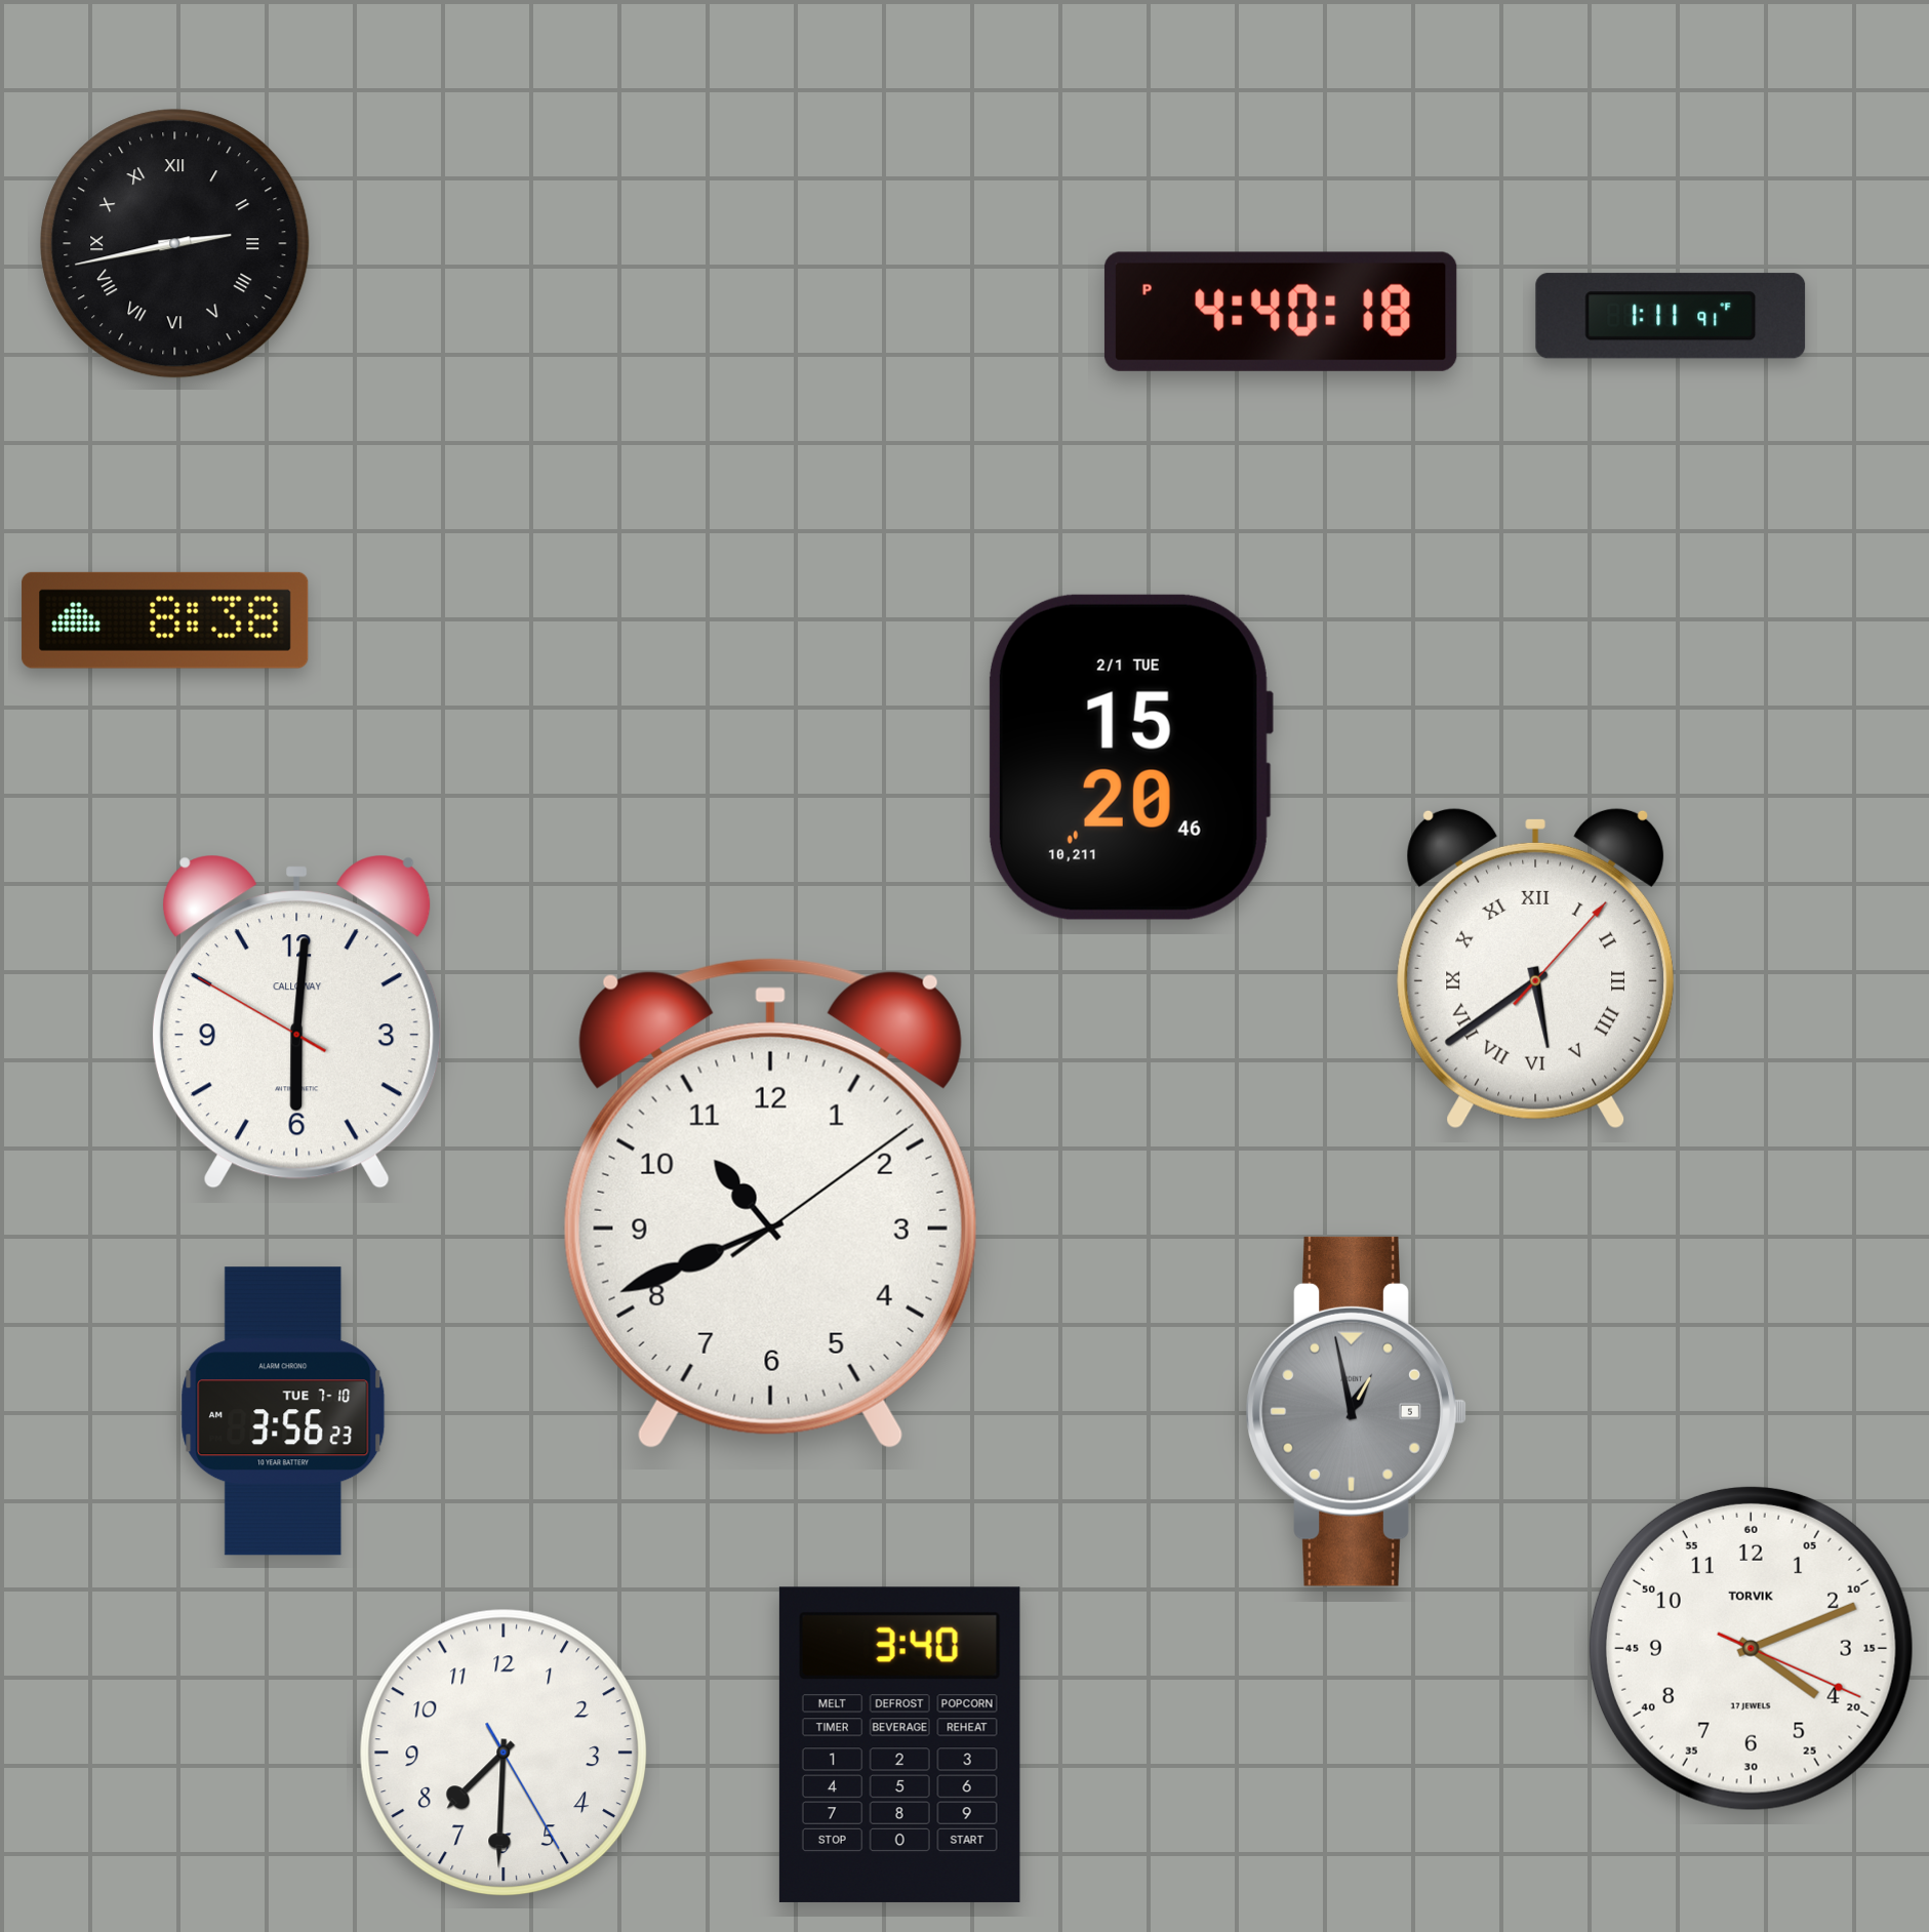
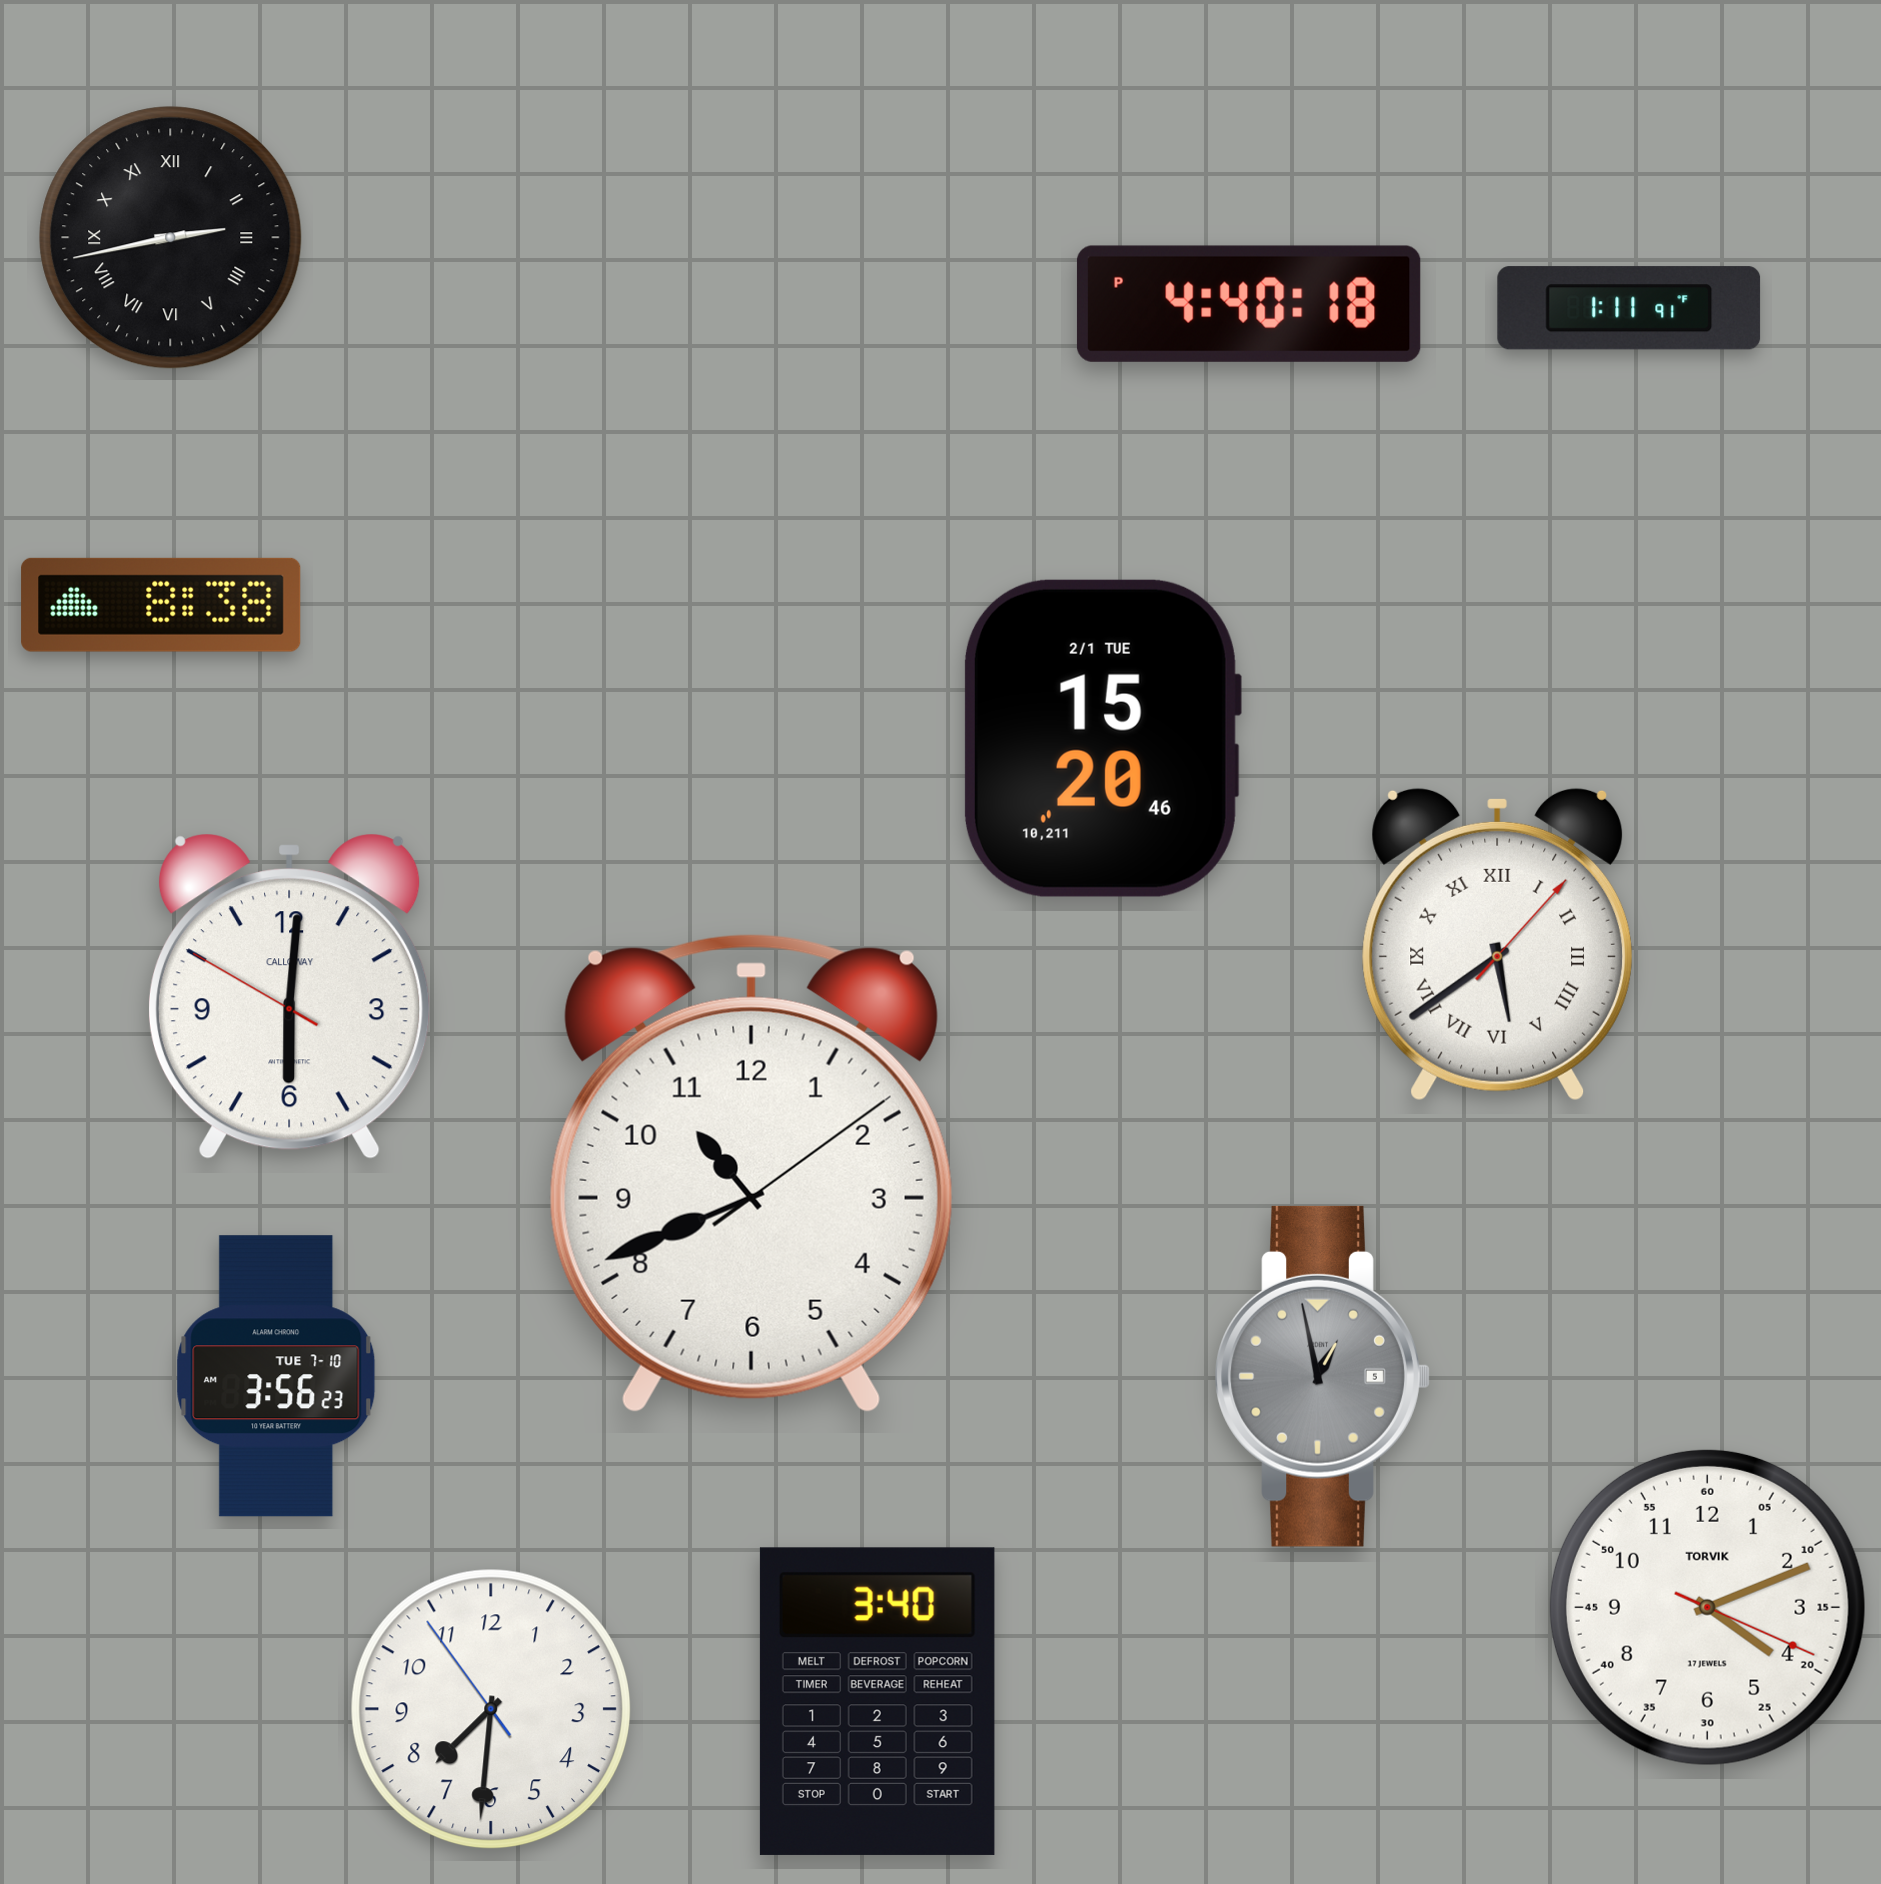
clock at (504, 1753): 7:30:25 -> 7:30:54
